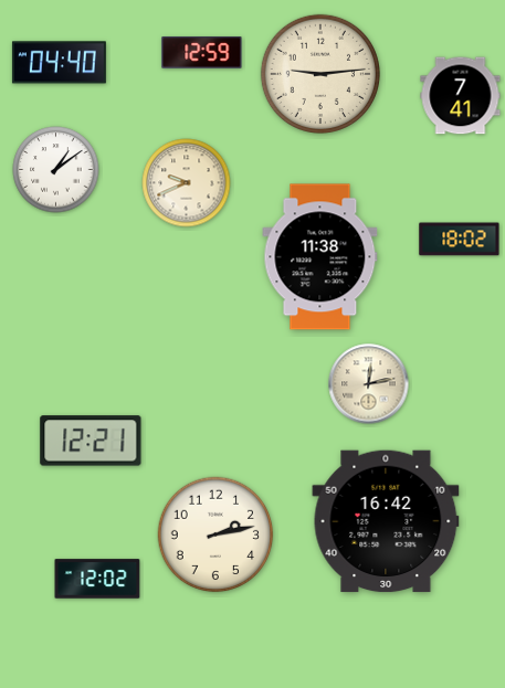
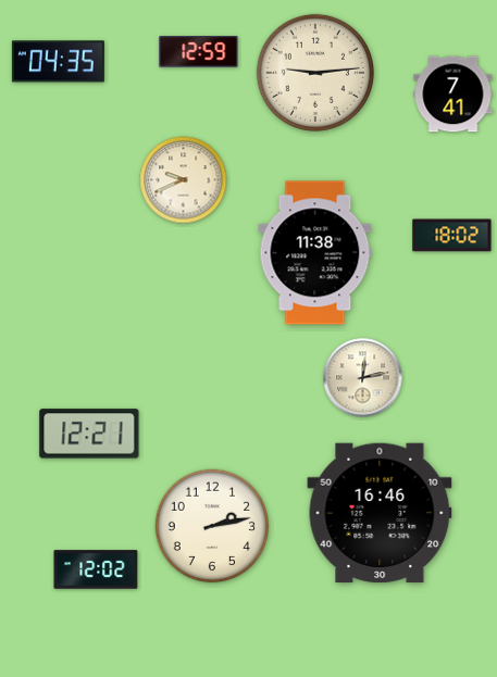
clock at (59, 63): 04:40 -> 04:35
clock at (56, 170): 1:09 -> none
clock at (386, 521): 16:42 -> 16:46
